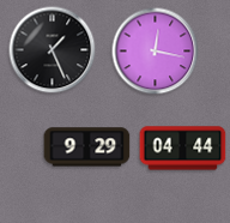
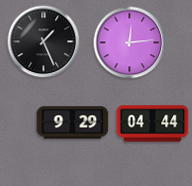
clock at (156, 52): 12:17 -> 12:14
